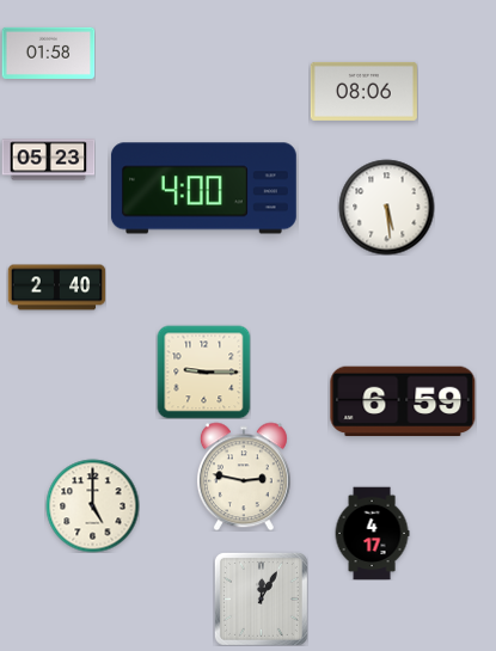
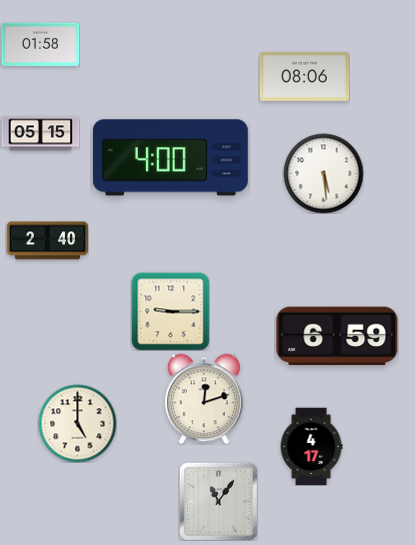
clock at (48, 160): 05:23 -> 05:15
clock at (244, 477): 2:47 -> 12:12
clock at (261, 598): 12:05 -> 11:06
